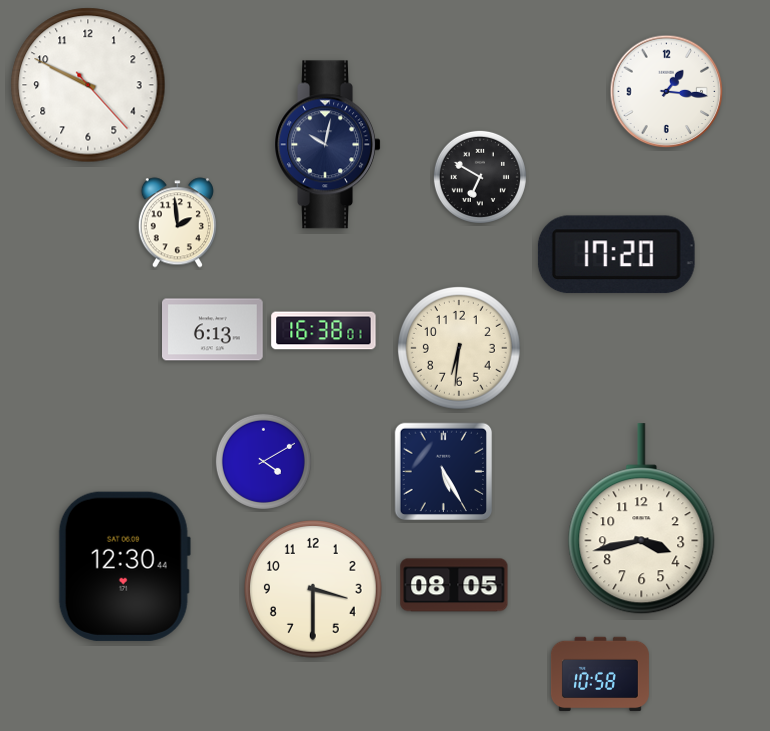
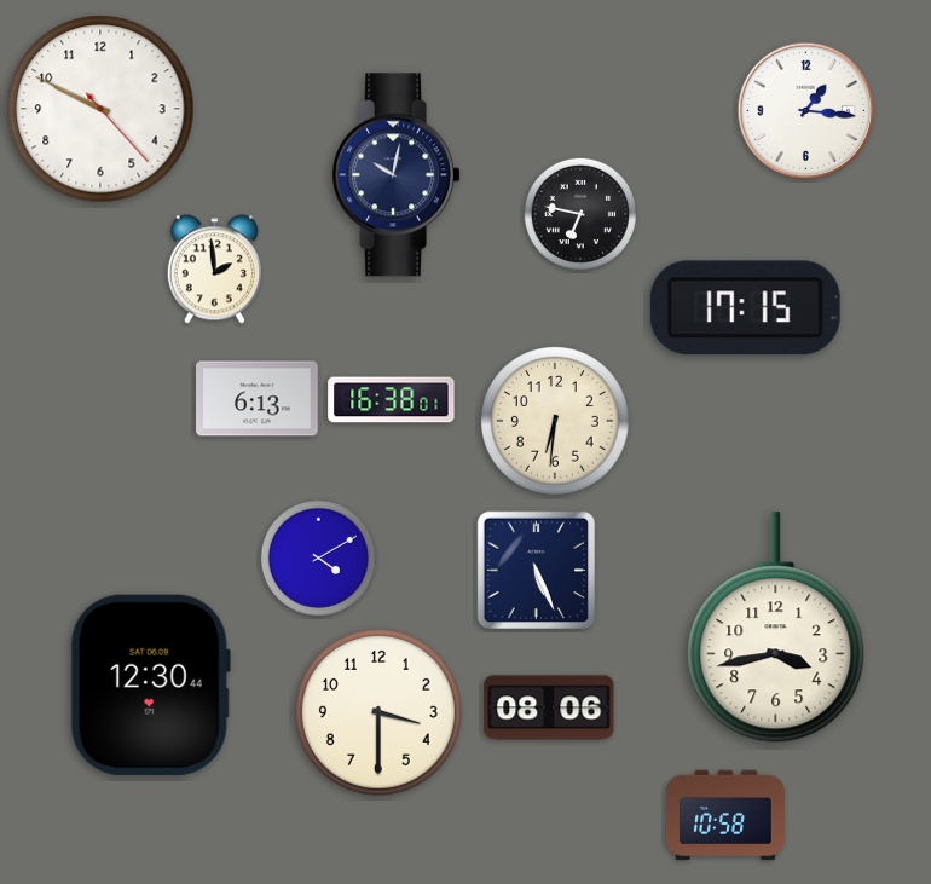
clock at (88, 85) position: (88, 85) -> (100, 109)
clock at (480, 177): 6:50 -> 6:47
clock at (616, 255): 17:20 -> 17:15
clock at (444, 472): 5:25 -> 5:26
clock at (454, 585): 08:05 -> 08:06
